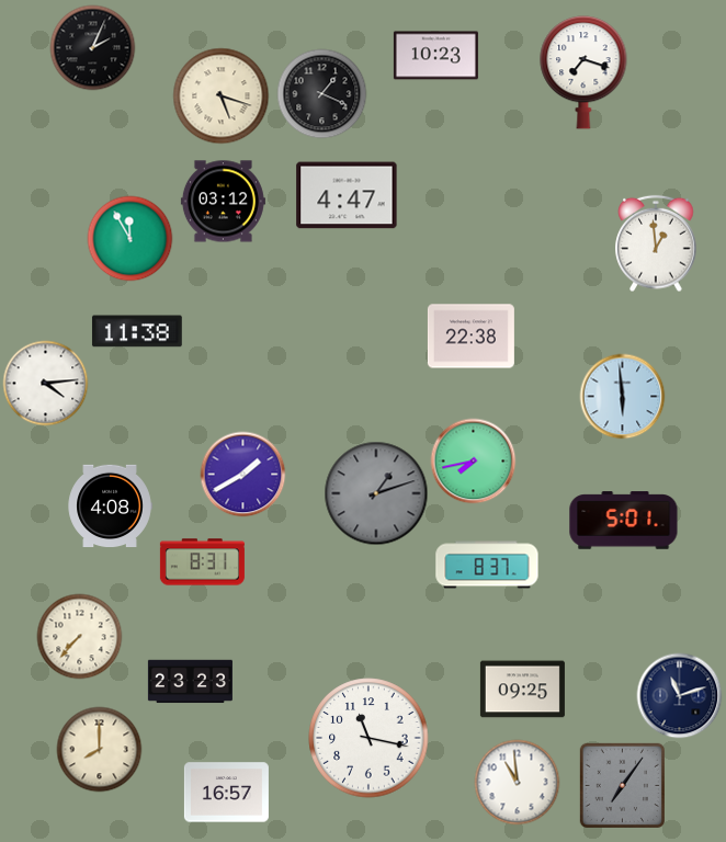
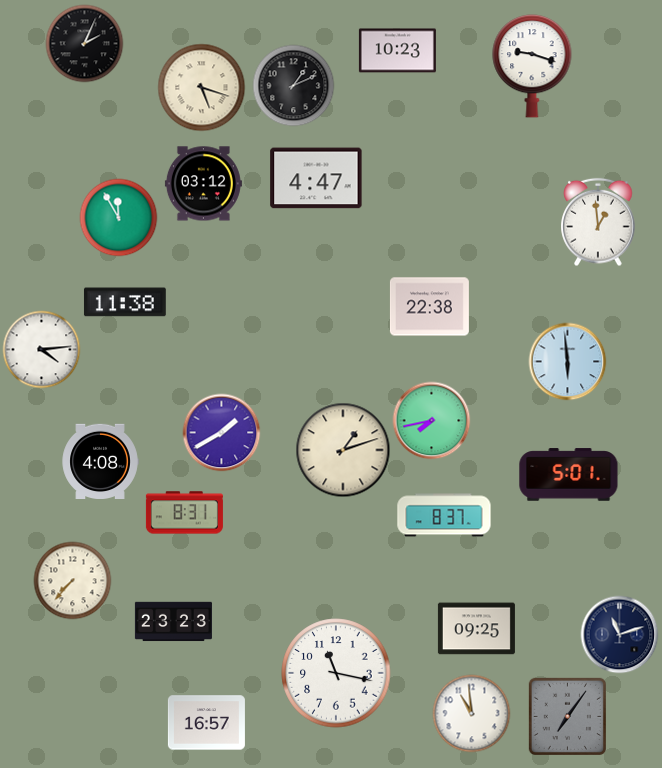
clock at (583, 73): 7:18 -> 9:18
clock at (321, 93): 1:19 -> 1:11
clock at (376, 493) dial: grey -> cream
clock at (99, 749): 8:00 -> none
